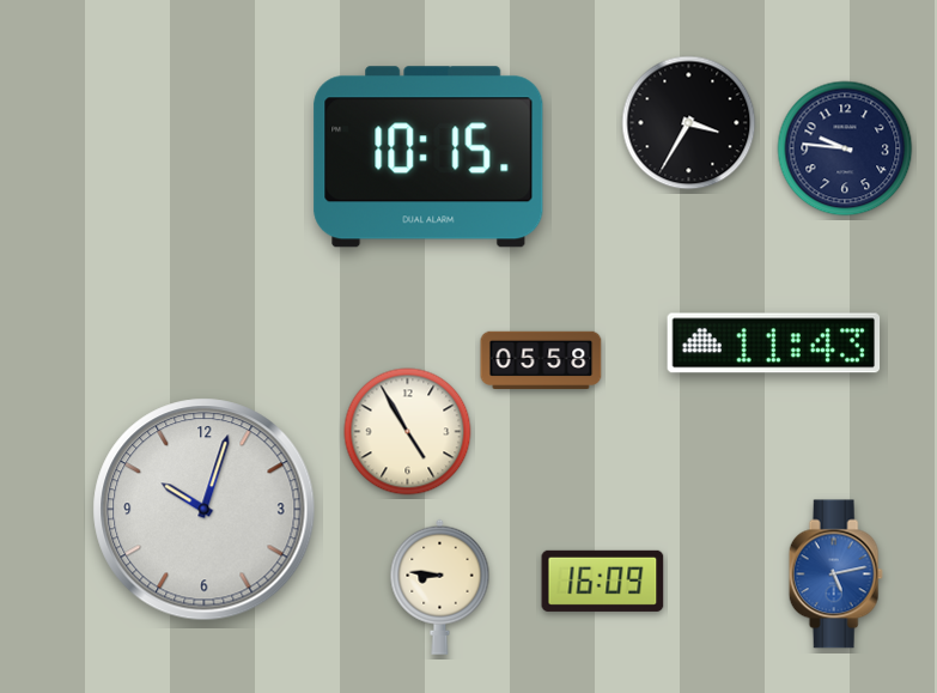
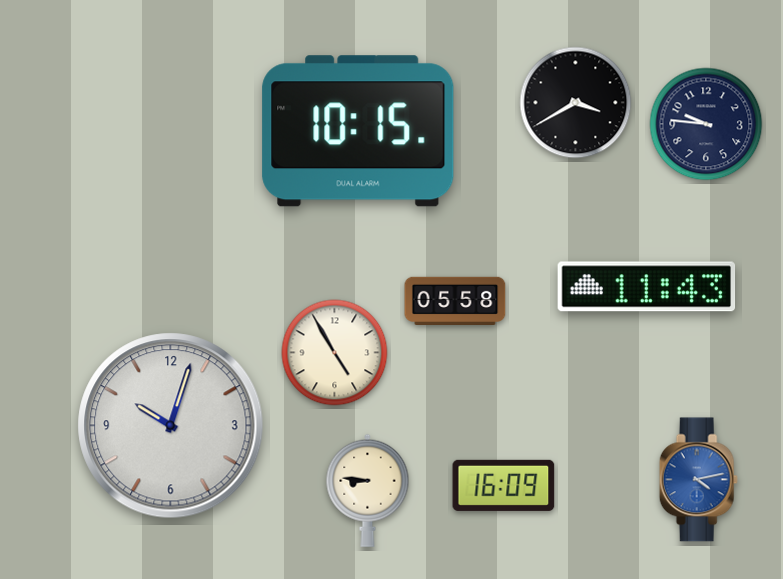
clock at (689, 123): 3:35 -> 3:40
clock at (541, 359) position: (541, 359) -> (455, 300)
clock at (408, 432) position: (408, 432) -> (335, 353)
clock at (835, 575): 5:13 -> 4:13
